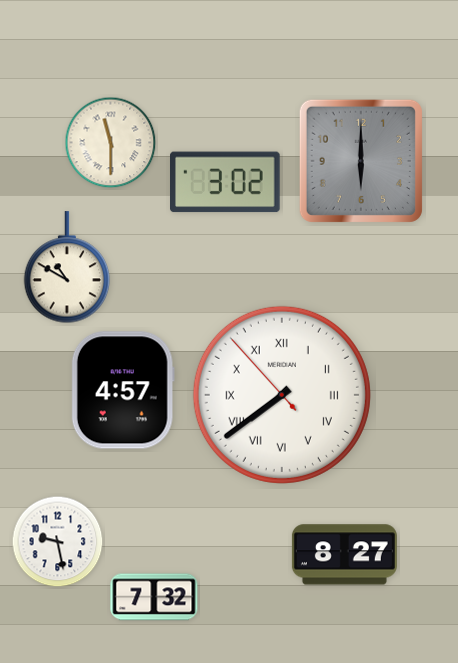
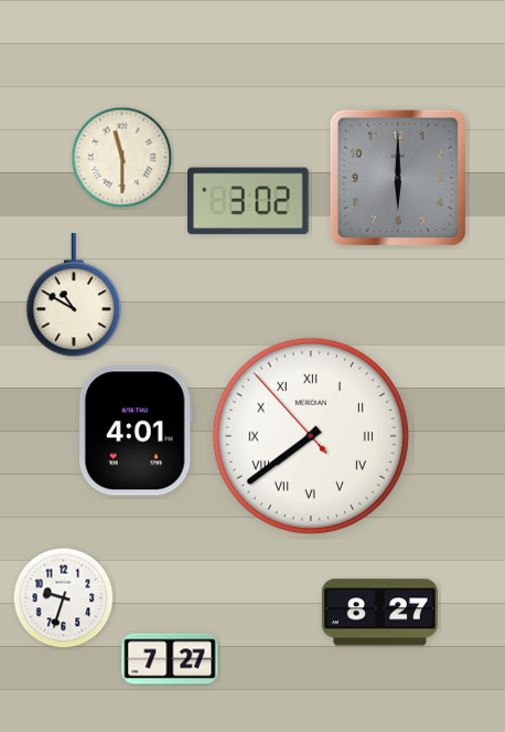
clock at (123, 390): 4:57 -> 4:01
clock at (58, 542): 9:28 -> 9:33
clock at (154, 597): 7:32 -> 7:27
